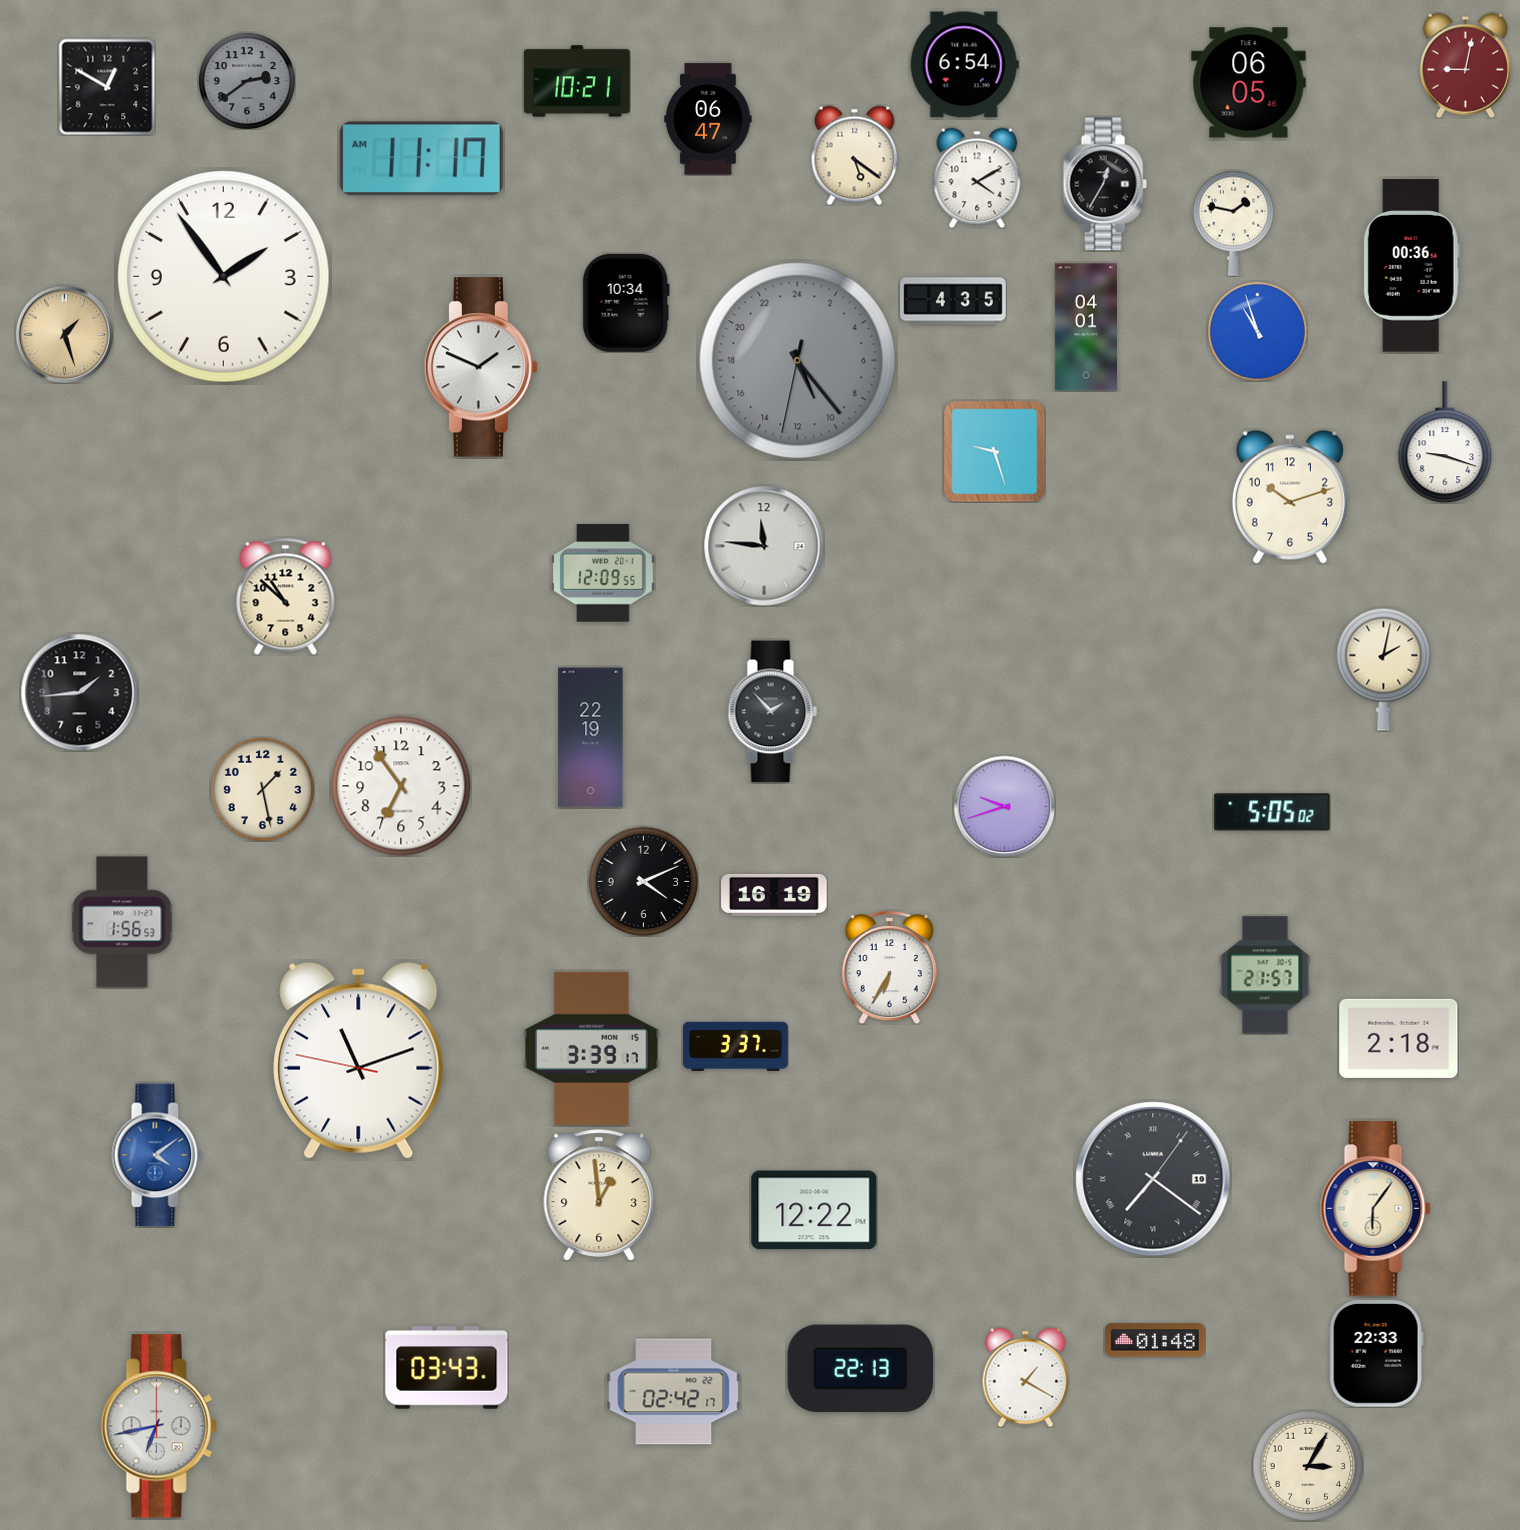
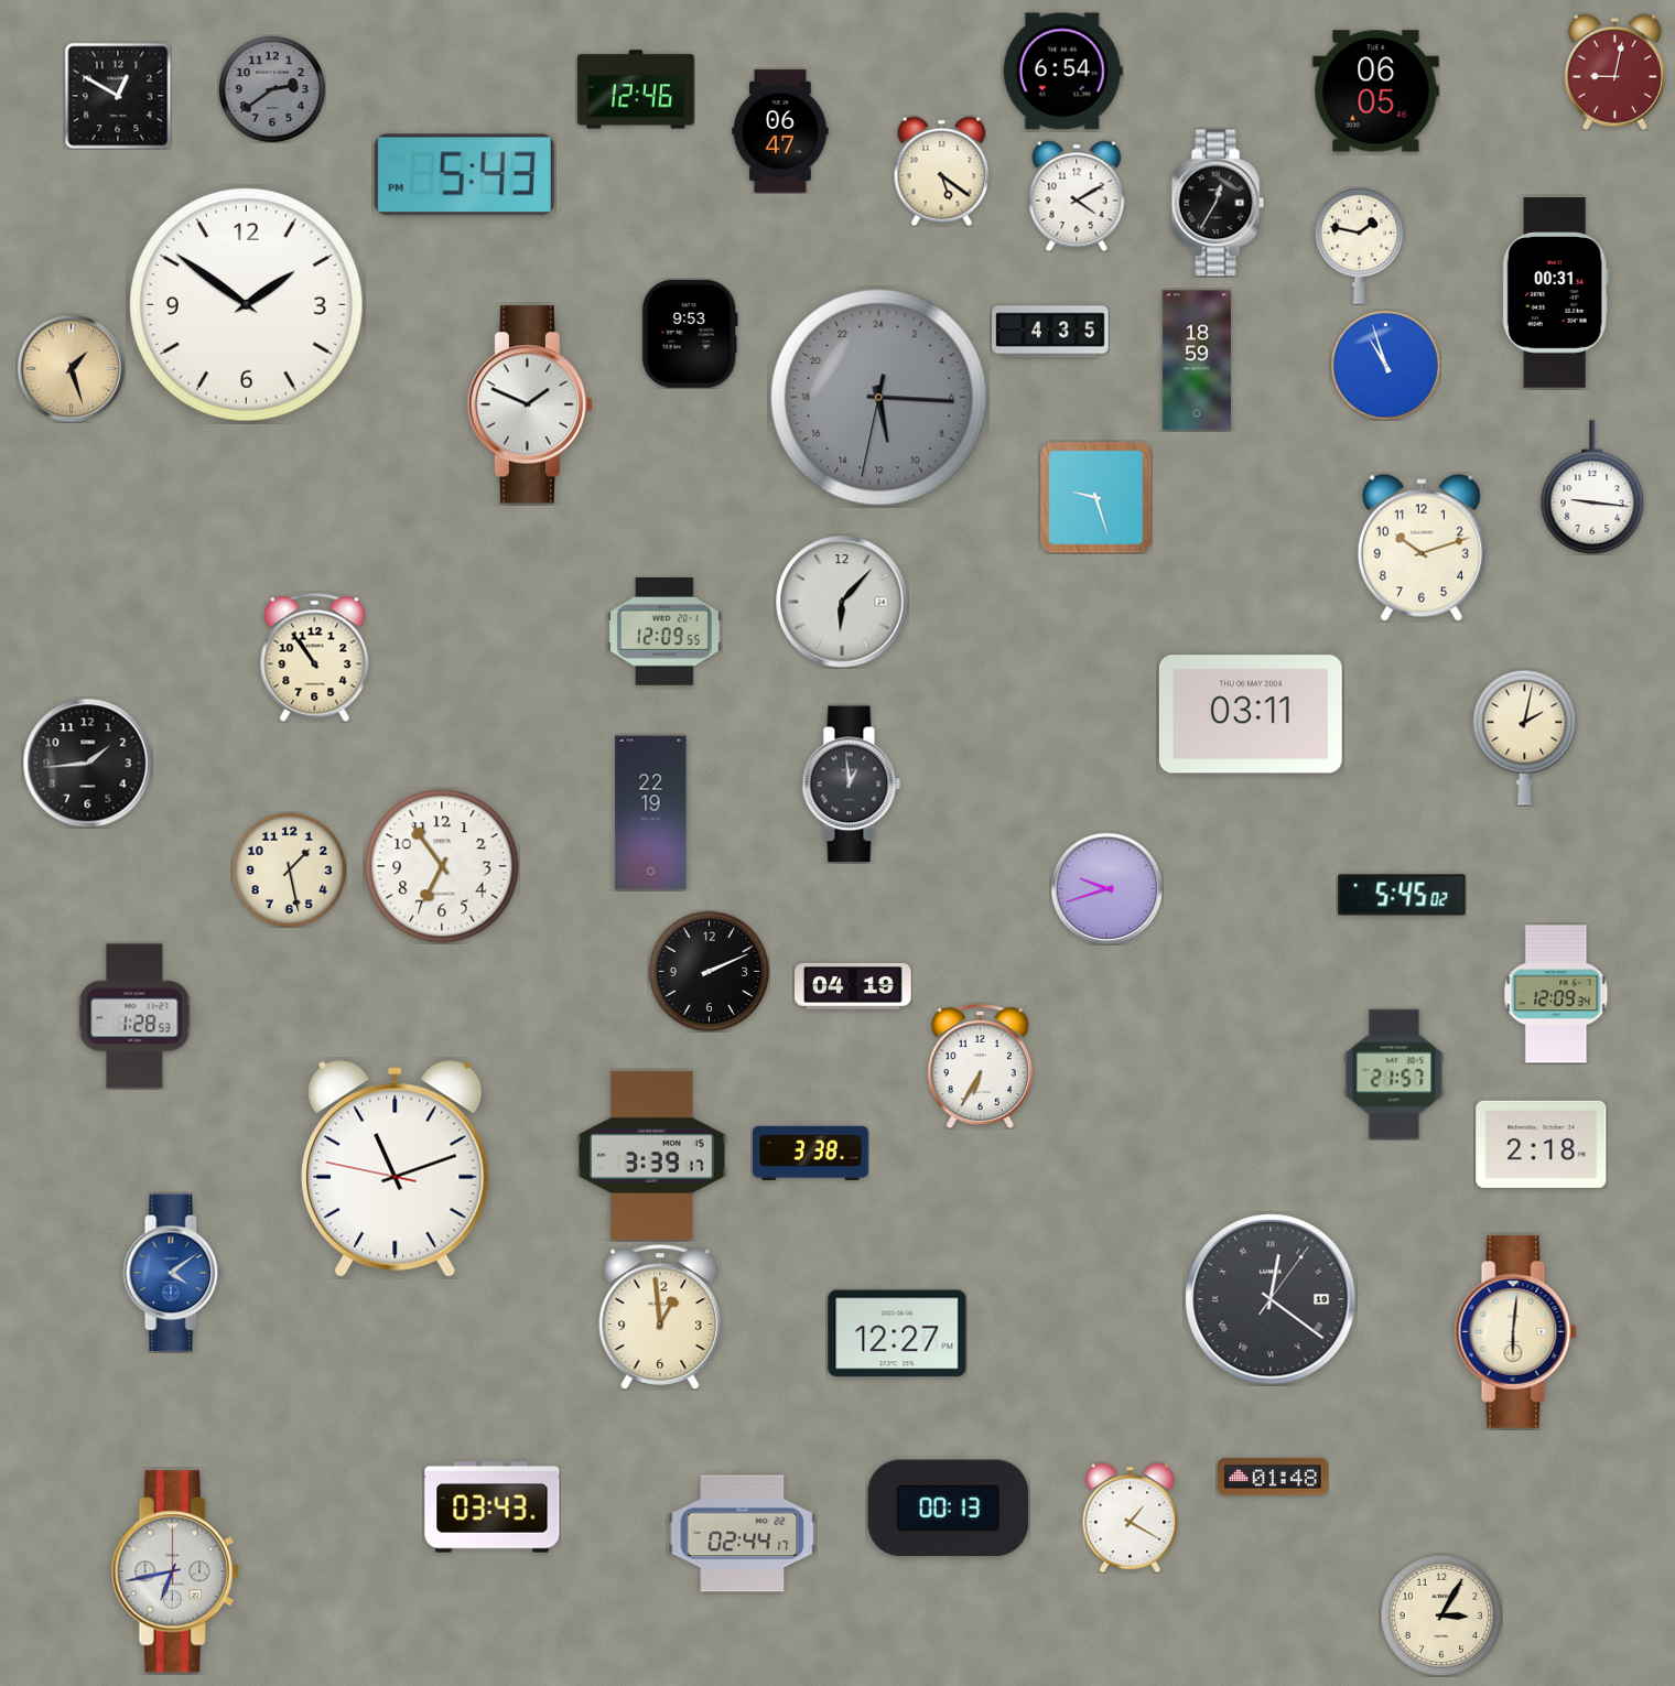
clock at (577, 81): 10:21 -> 12:46
clock at (421, 159): 11:17 -> 5:43
clock at (1411, 266): 00:36 -> 00:31
clock at (224, 277): 1:54 -> 1:51
clock at (626, 303): 10:34 -> 9:53
clock at (1086, 327): 04:01 -> 18:59
clock at (798, 361): 10:23 -> 11:15
clock at (1445, 442): 9:18 -> 9:16
clock at (764, 546): 11:46 -> 6:07
clock at (286, 596): 10:52 -> 10:54
clock at (1251, 714): none -> 03:11
clock at (773, 712): 1:53 -> 12:59
clock at (1272, 812): 5:05 -> 5:45
clock at (643, 881): 4:11 -> 2:11
clock at (774, 895): 16:19 -> 04:19
clock at (1556, 994): none -> 12:09
clock at (122, 922): 1:56 -> 1:28
clock at (736, 1046): 3:37 -> 3:38
clock at (1153, 1179): 7:21 -> 12:21
clock at (1375, 1209): 6:06 -> 6:01
clock at (814, 1210): 12:22 -> 12:27
clock at (1376, 1354): 22:33 -> none
clock at (861, 1369): 22:13 -> 00:13
clock at (674, 1392): 02:42 -> 02:44
